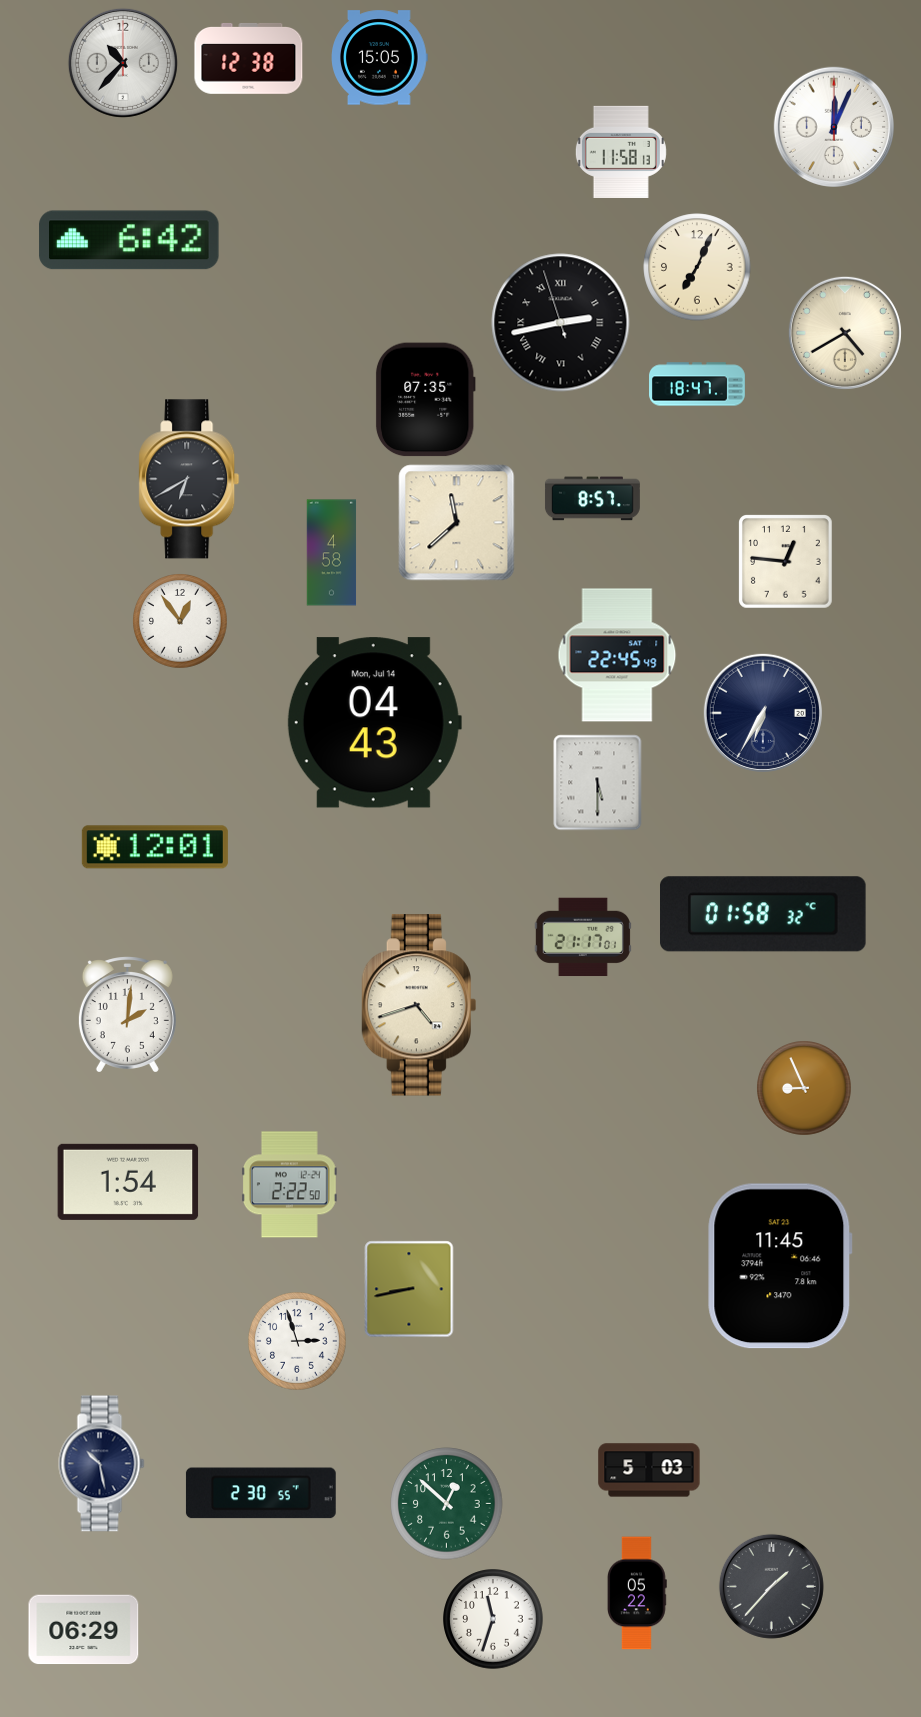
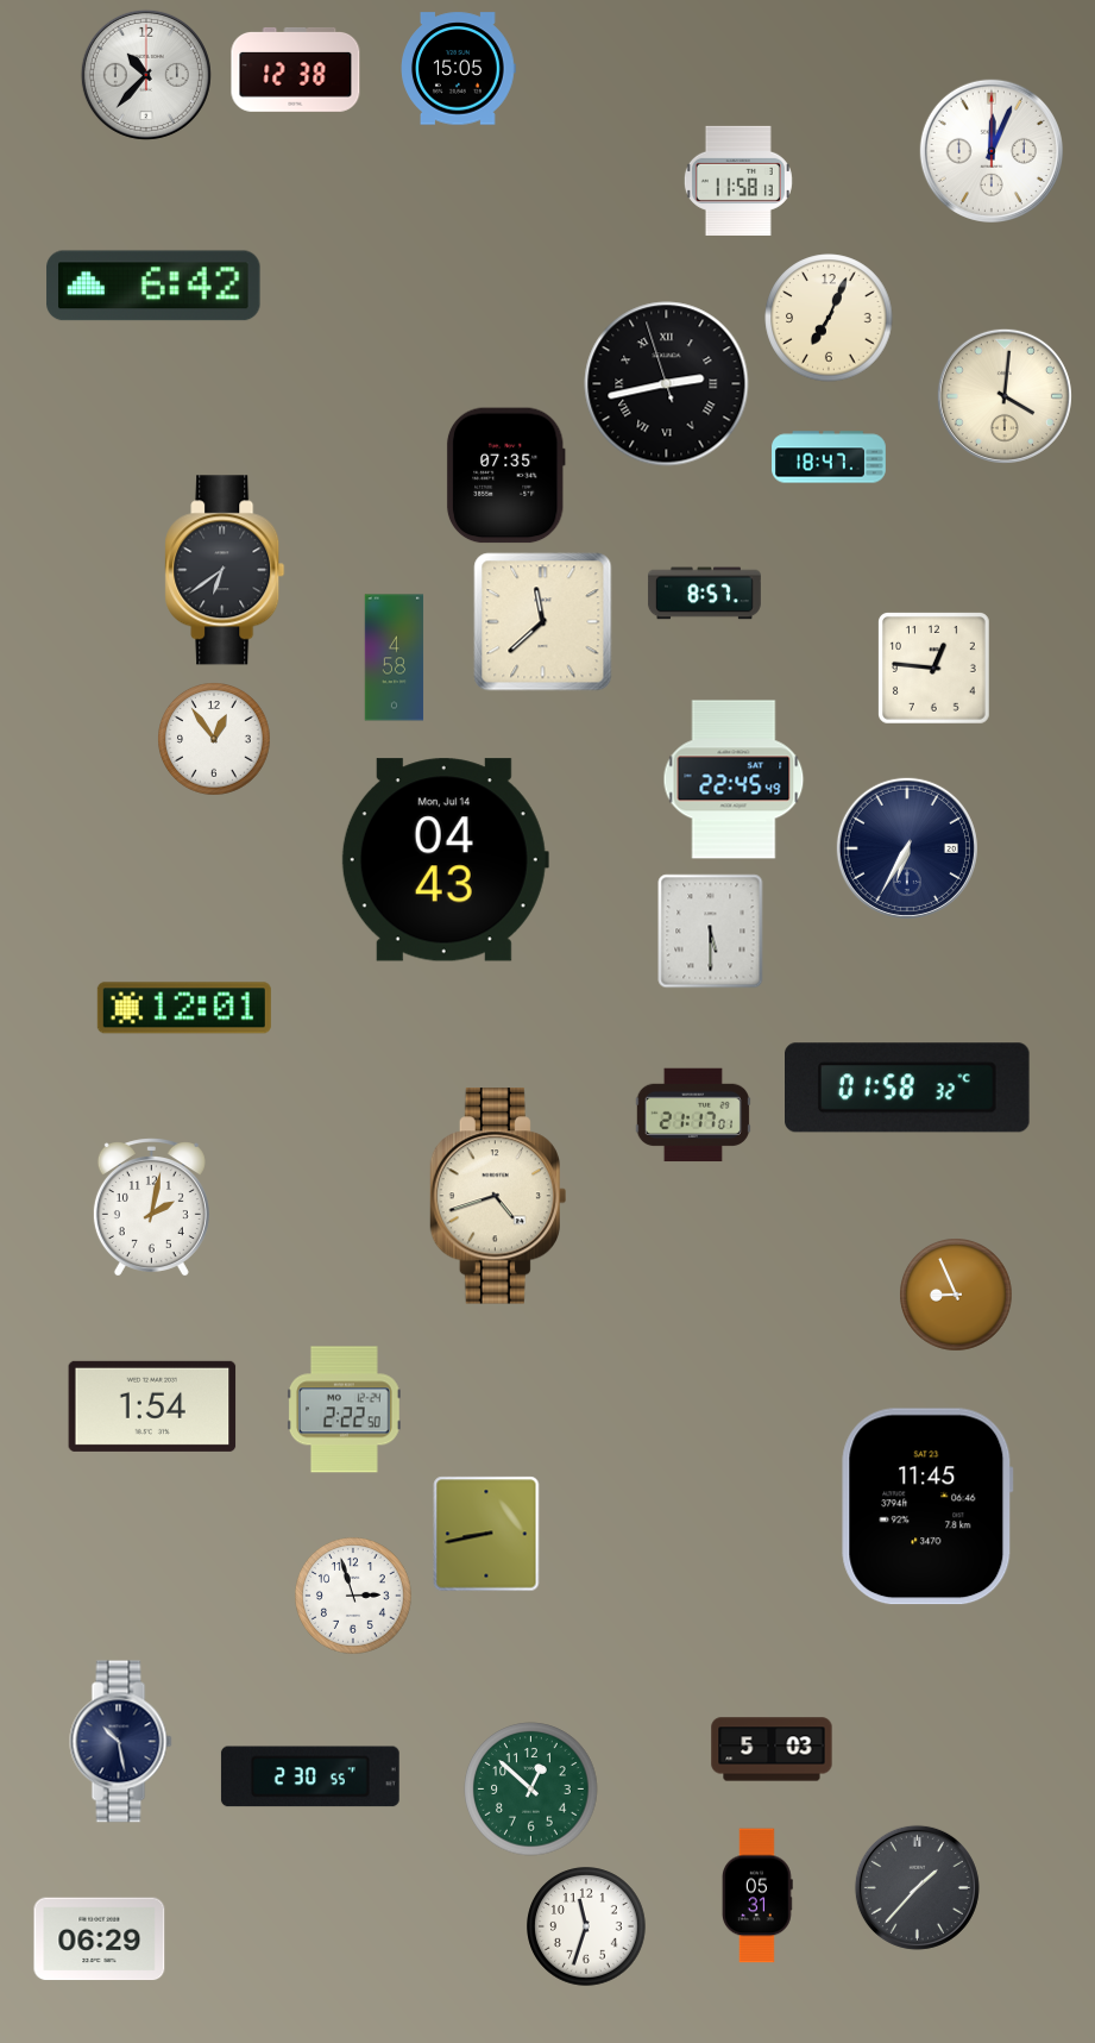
clock at (380, 58) position: (380, 58) -> (459, 69)
clock at (845, 333): 4:40 -> 4:01
clock at (189, 479): 6:40 -> 6:39
clock at (127, 1015): 2:01 -> 2:02
clock at (637, 1593): 05:22 -> 05:31
